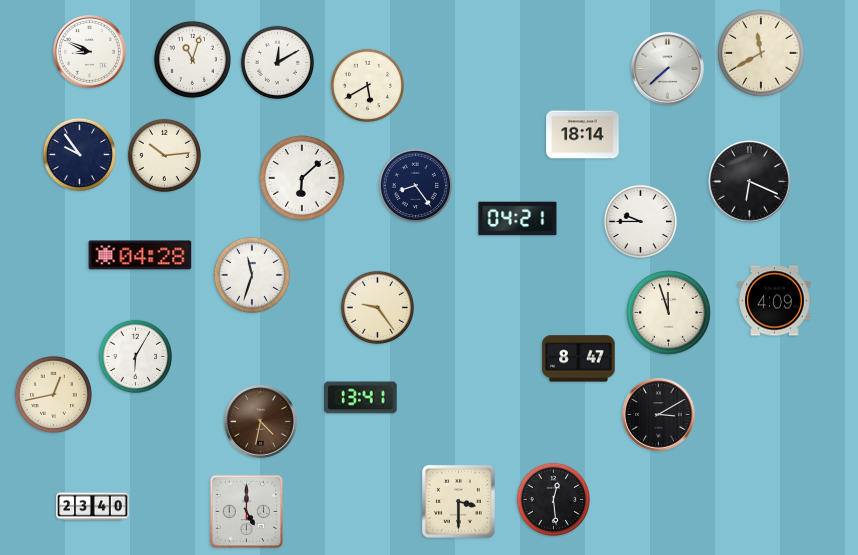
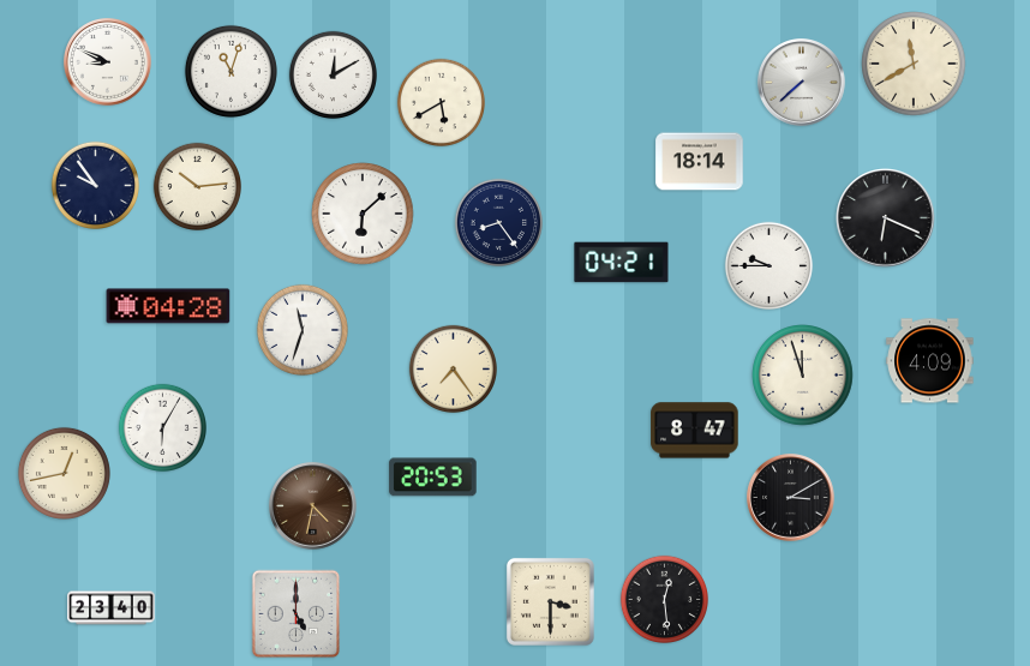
clock at (750, 182) position: (750, 182) -> (886, 218)
clock at (377, 307): 9:24 -> 7:24
clock at (361, 398): 13:41 -> 20:53
